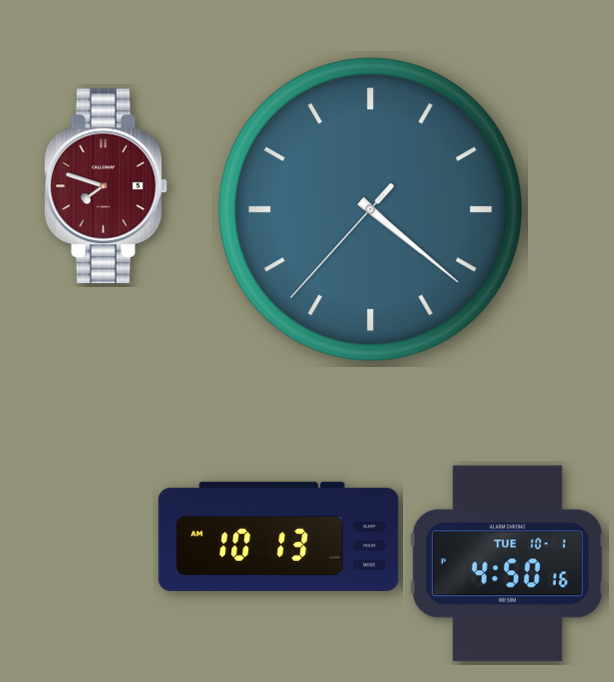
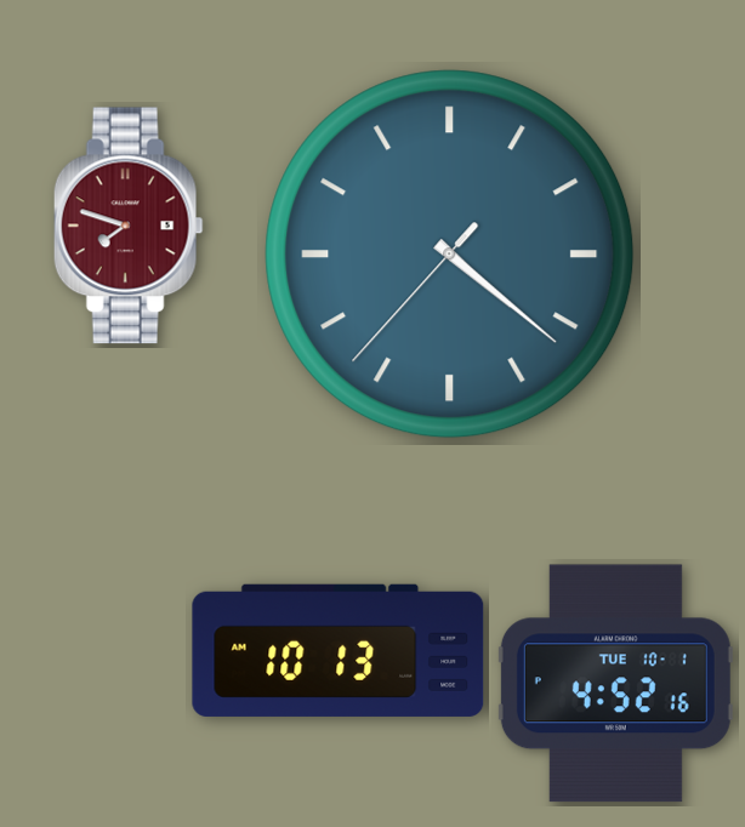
clock at (507, 564): 4:50 -> 4:52
